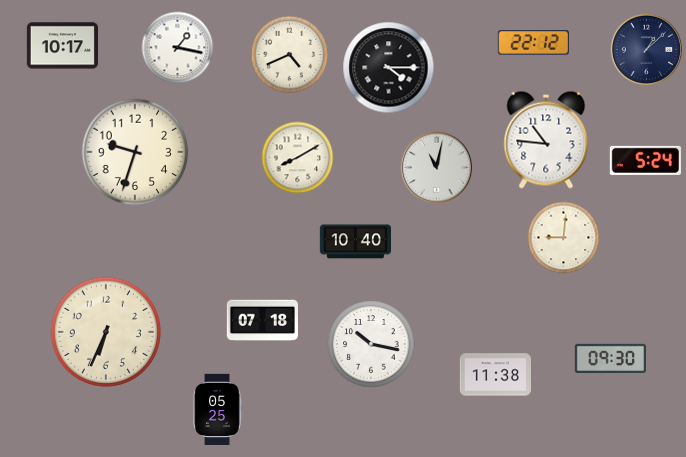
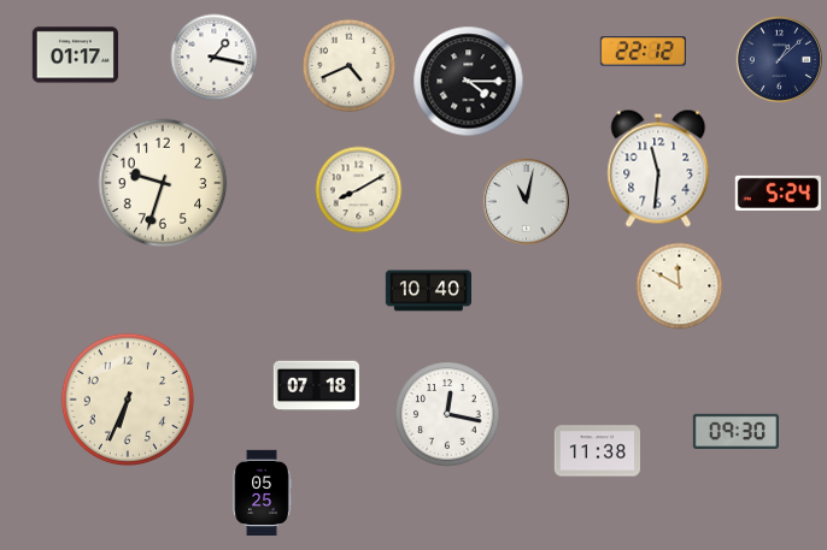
clock at (62, 46): 10:17 -> 01:17
clock at (546, 140): 10:46 -> 11:31
clock at (564, 238): 9:01 -> 11:50
clock at (371, 344): 10:17 -> 12:17
